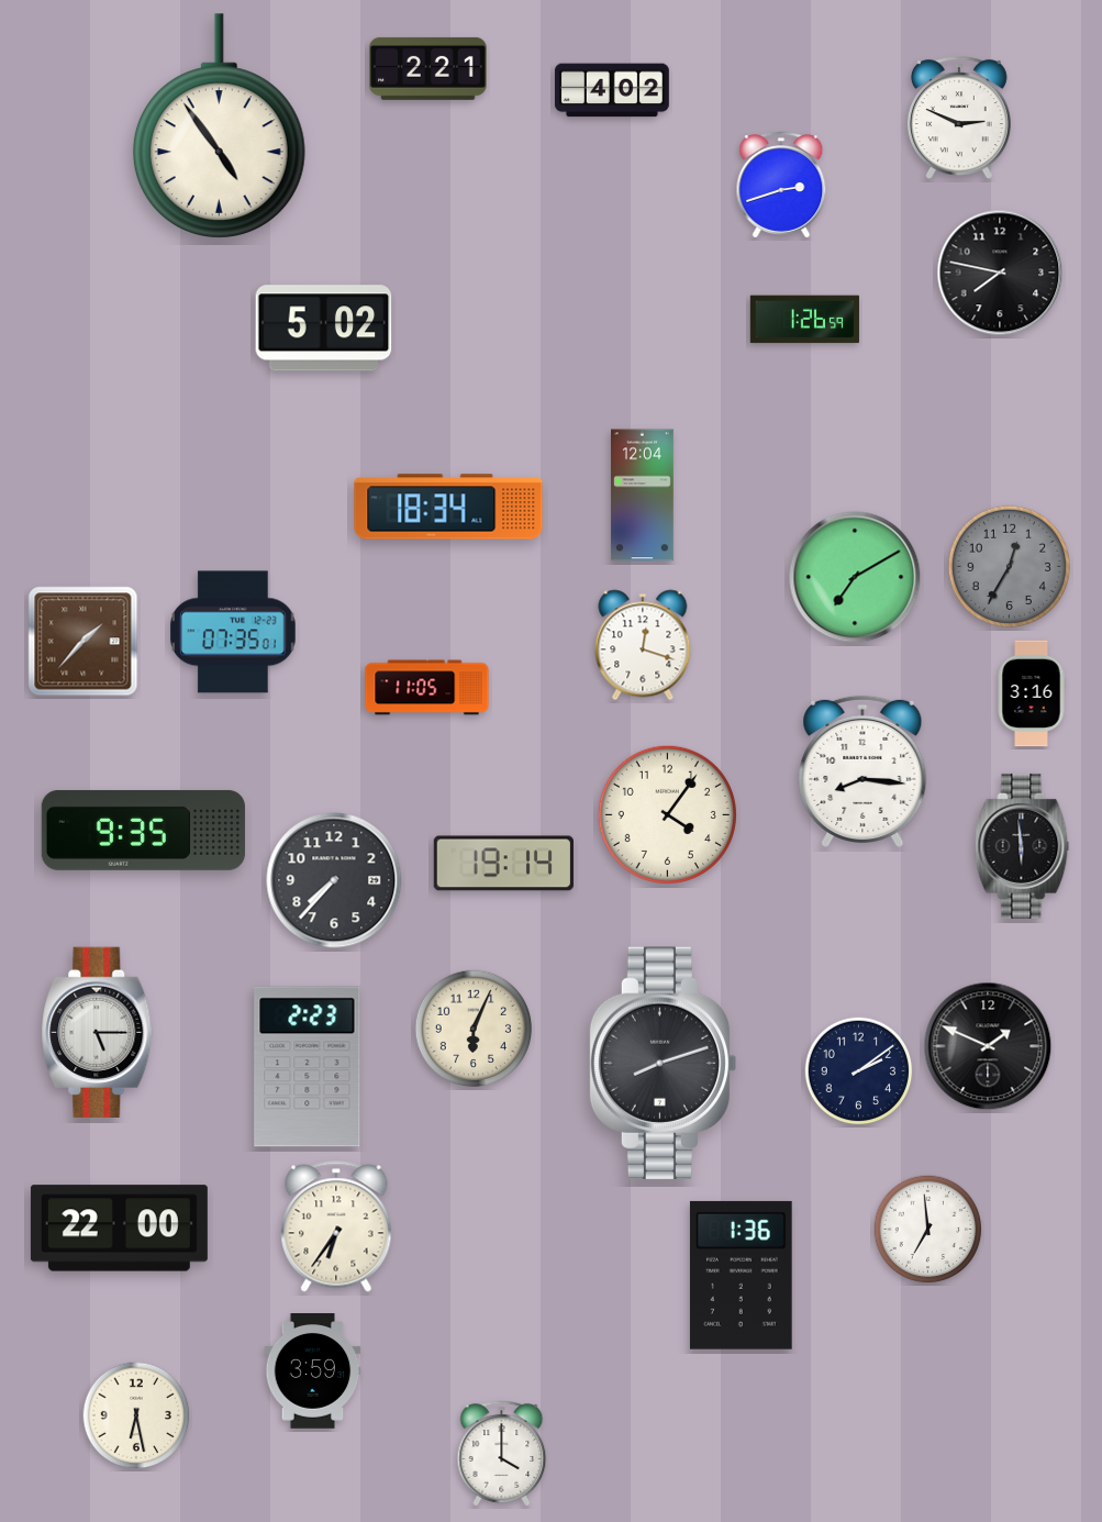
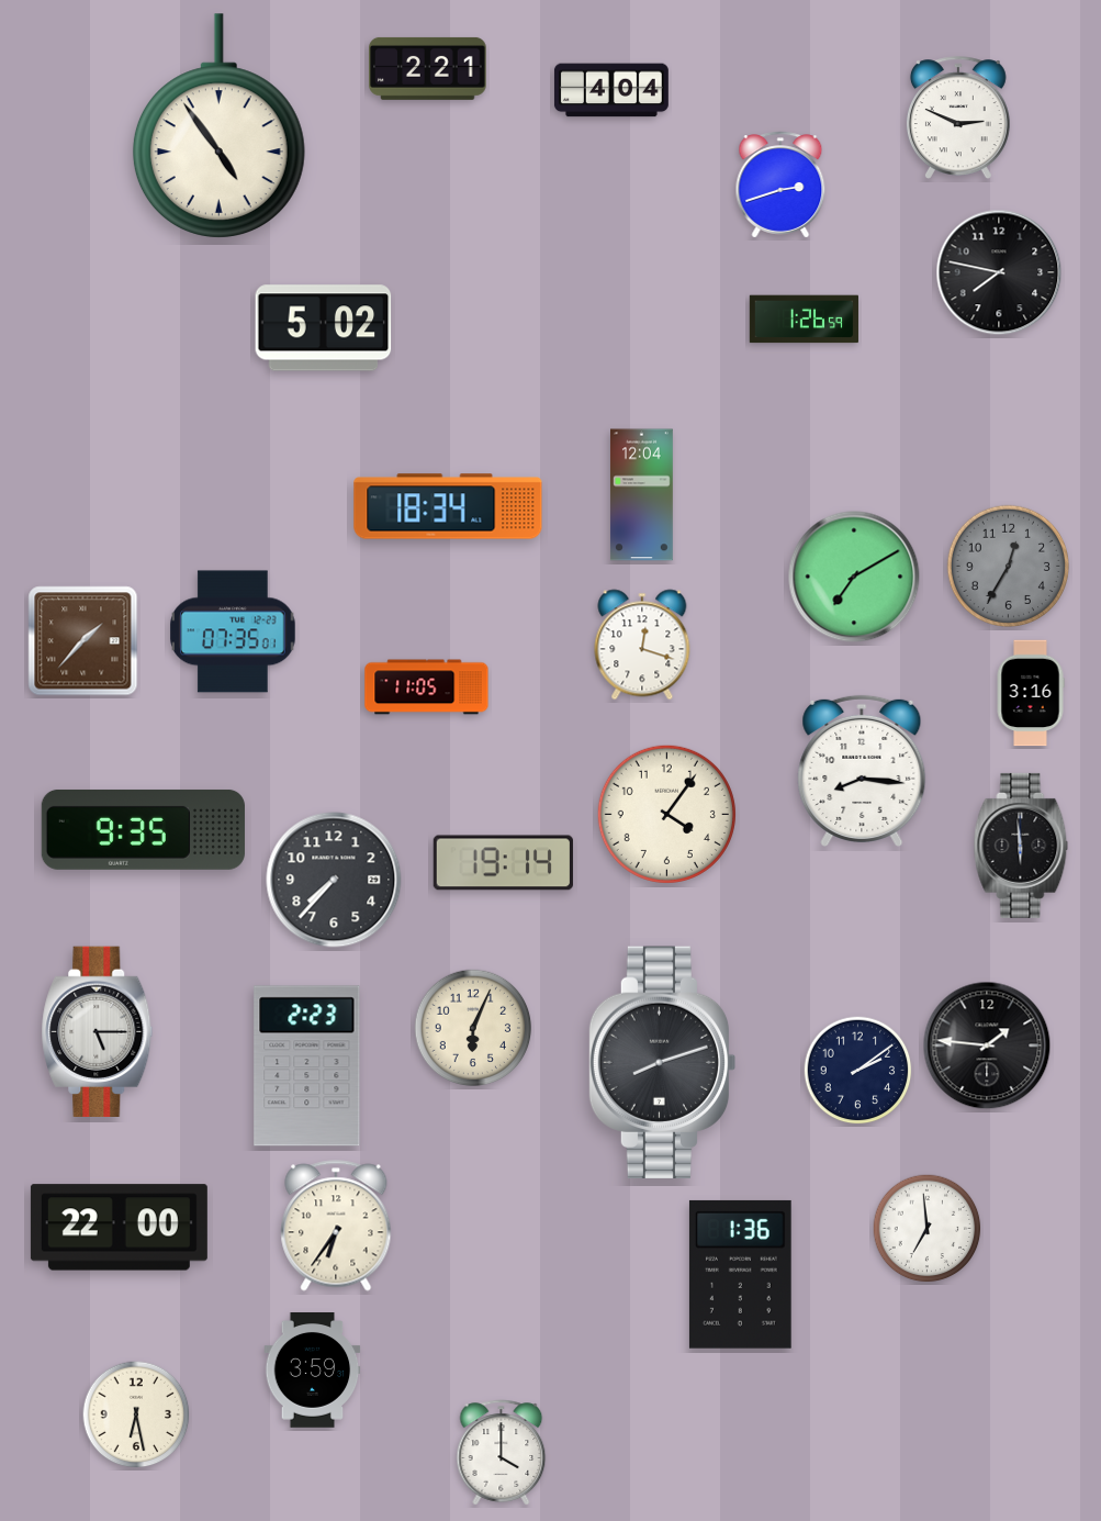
clock at (612, 90): 4:02 -> 4:04
clock at (988, 1046): 1:49 -> 1:46
